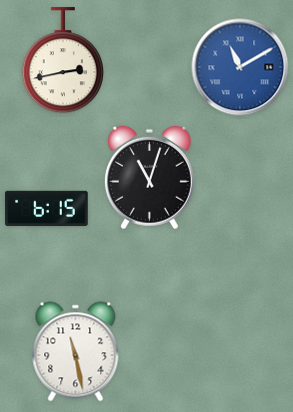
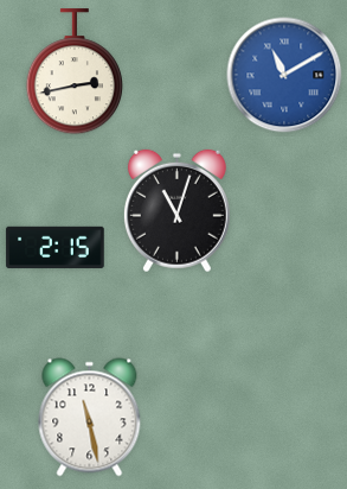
clock at (240, 67) position: (240, 67) -> (284, 75)
clock at (47, 208): 6:15 -> 2:15
